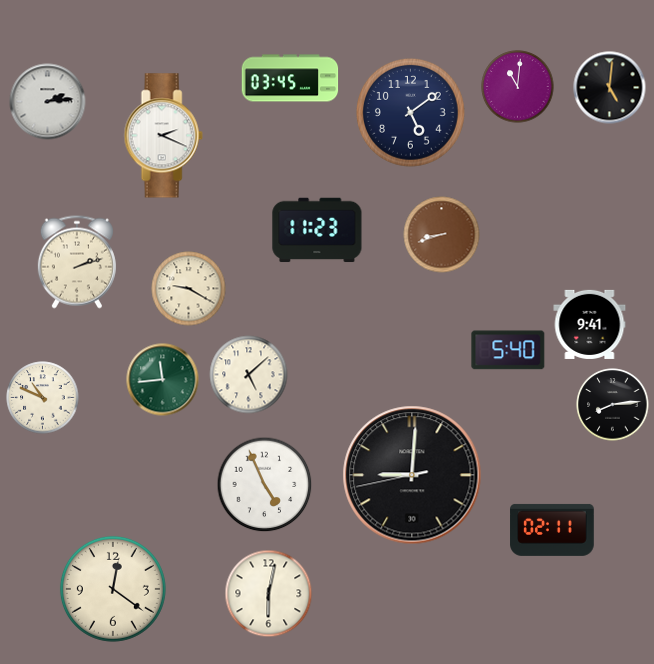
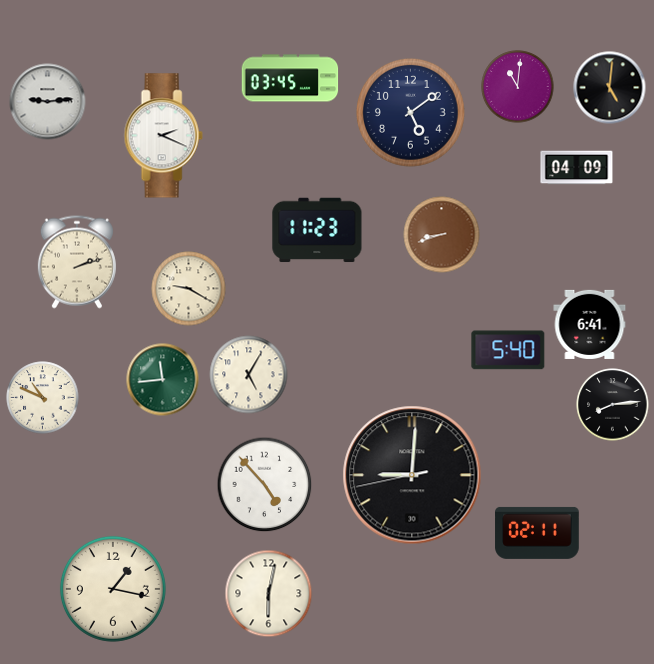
clock at (48, 102): 2:14 -> 9:14
clock at (577, 168): none -> 04:09
clock at (590, 324): 9:41 -> 6:41
clock at (249, 375): 5:08 -> 5:05
clock at (265, 485): 4:56 -> 4:53
clock at (552, 530) position: (552, 530) -> (537, 533)
clock at (113, 589): 12:21 -> 1:17
